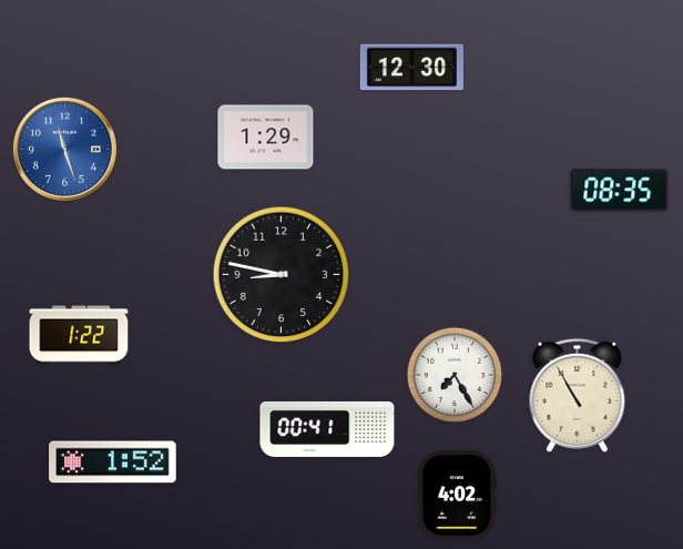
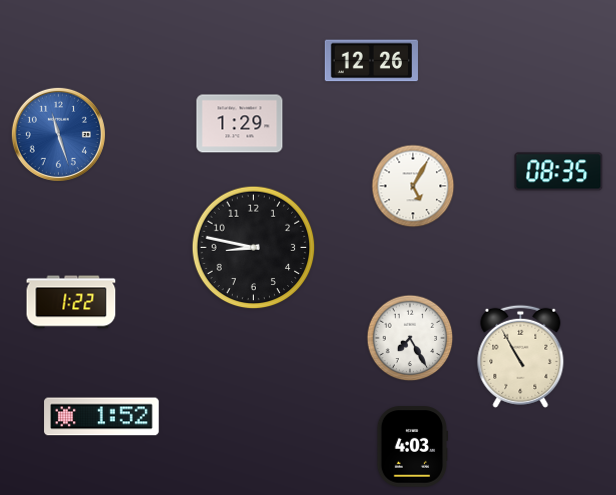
clock at (411, 68): 12:30 -> 12:26
clock at (413, 186): none -> 5:05
clock at (327, 429): 00:41 -> none
clock at (457, 496): 4:02 -> 4:03
